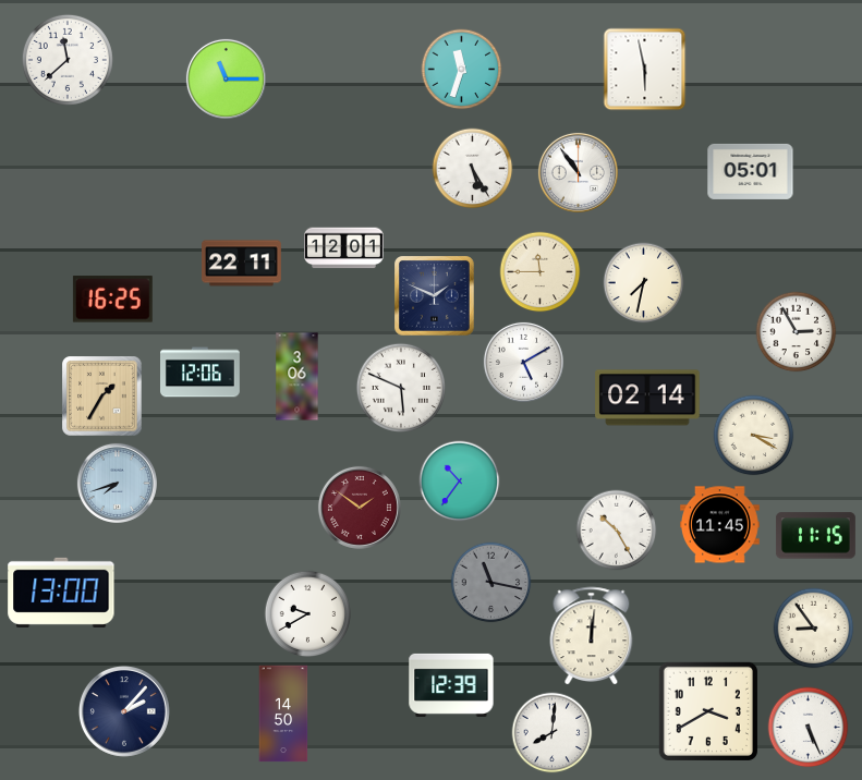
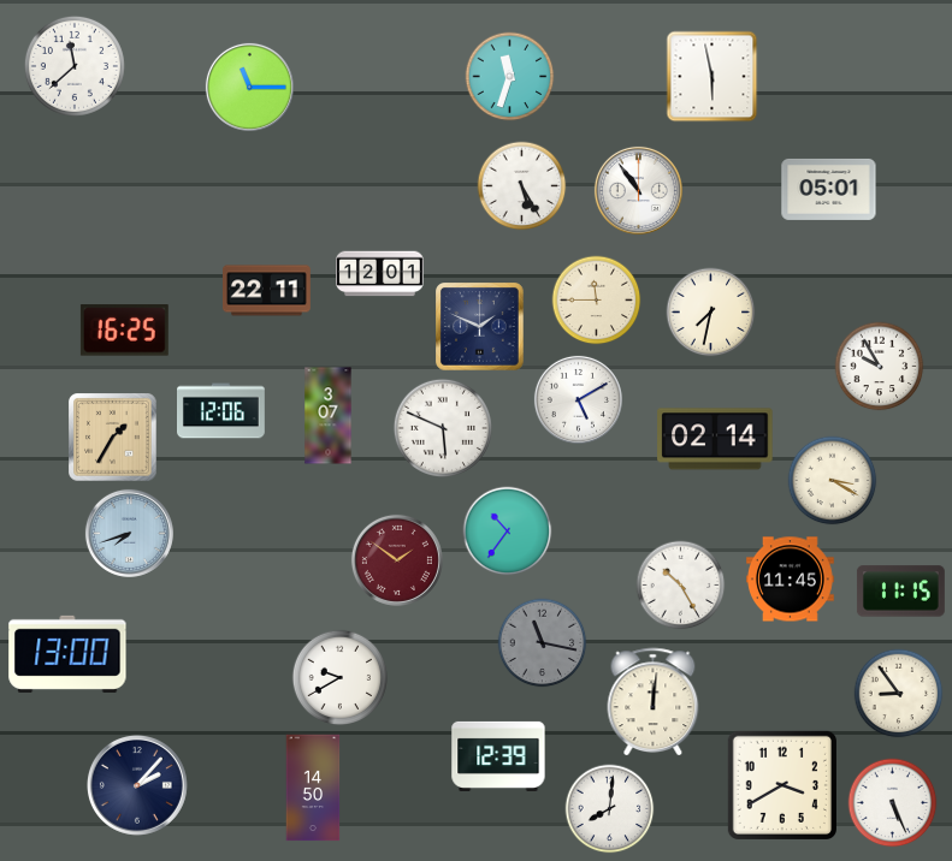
clock at (797, 332): 2:55 -> 9:55
clock at (298, 377): 3:06 -> 3:07
clock at (720, 525) position: (720, 525) -> (791, 580)
